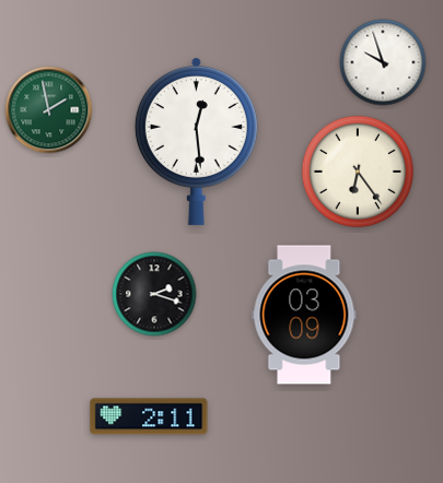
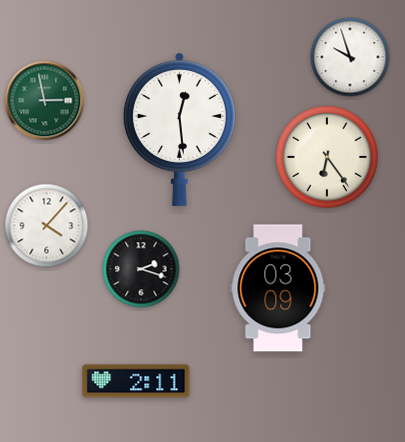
clock at (49, 110): 1:58 -> 2:58
clock at (47, 226): none -> 4:07
